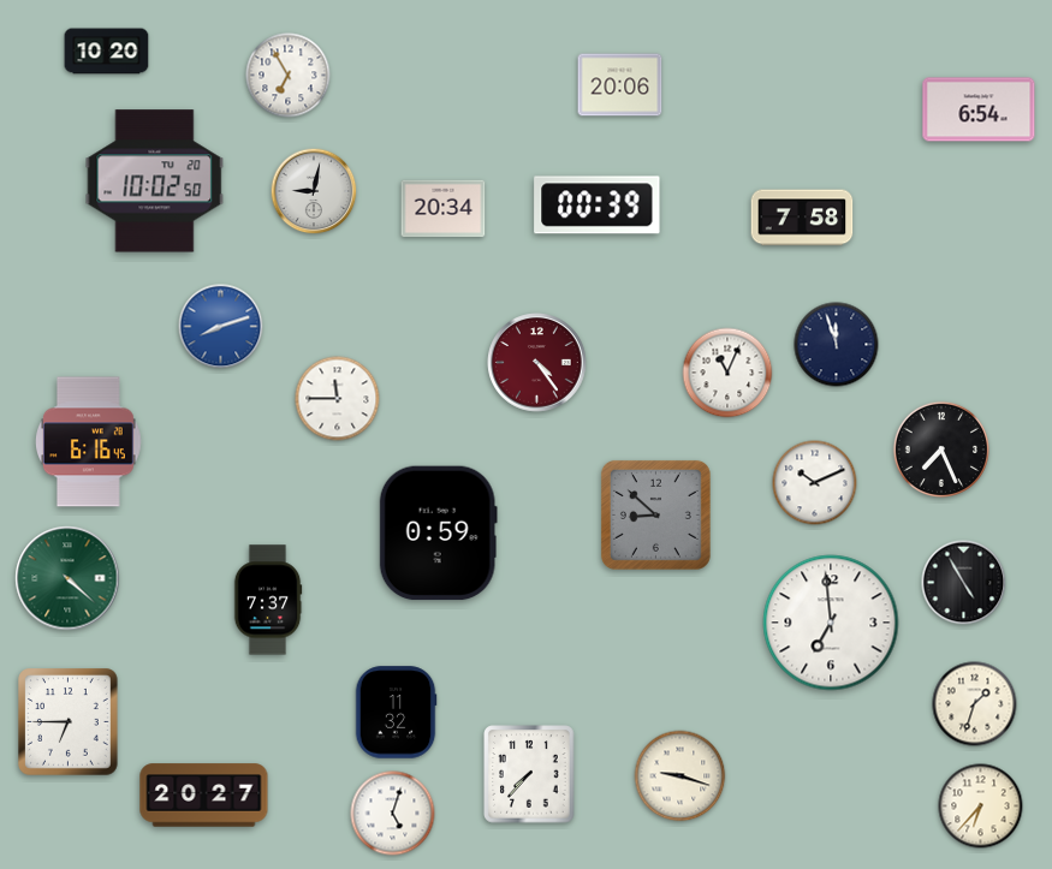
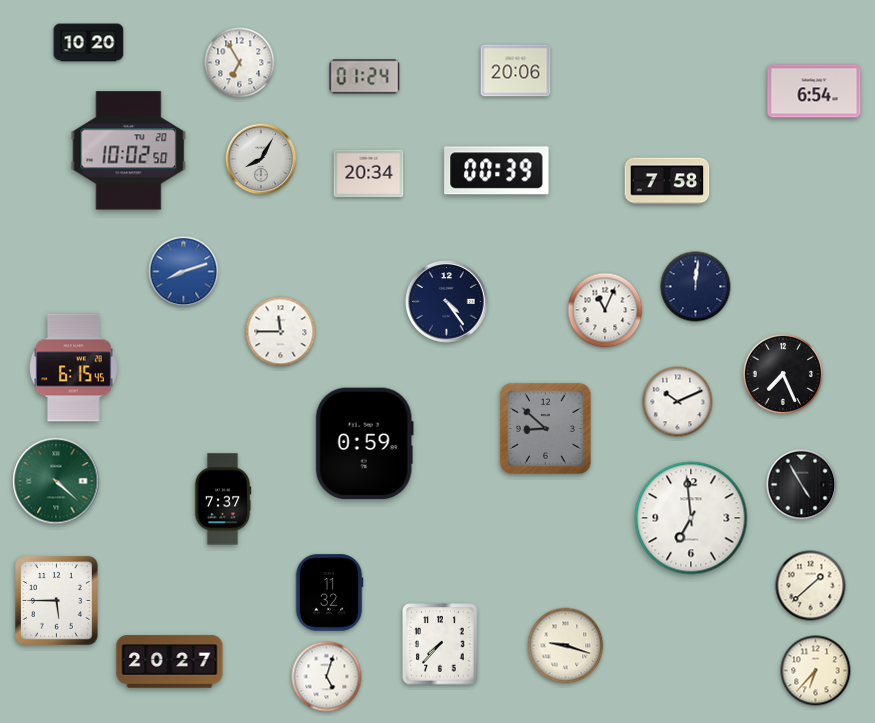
clock at (365, 77): none -> 01:24
clock at (314, 191): 9:02 -> 8:05
clock at (837, 345): 11:57 -> 12:01
clock at (537, 363) dial: burgundy -> navy
clock at (89, 442): 6:16 -> 6:15
clock at (975, 704): 1:33 -> 1:38
clock at (69, 722): 6:45 -> 5:45
